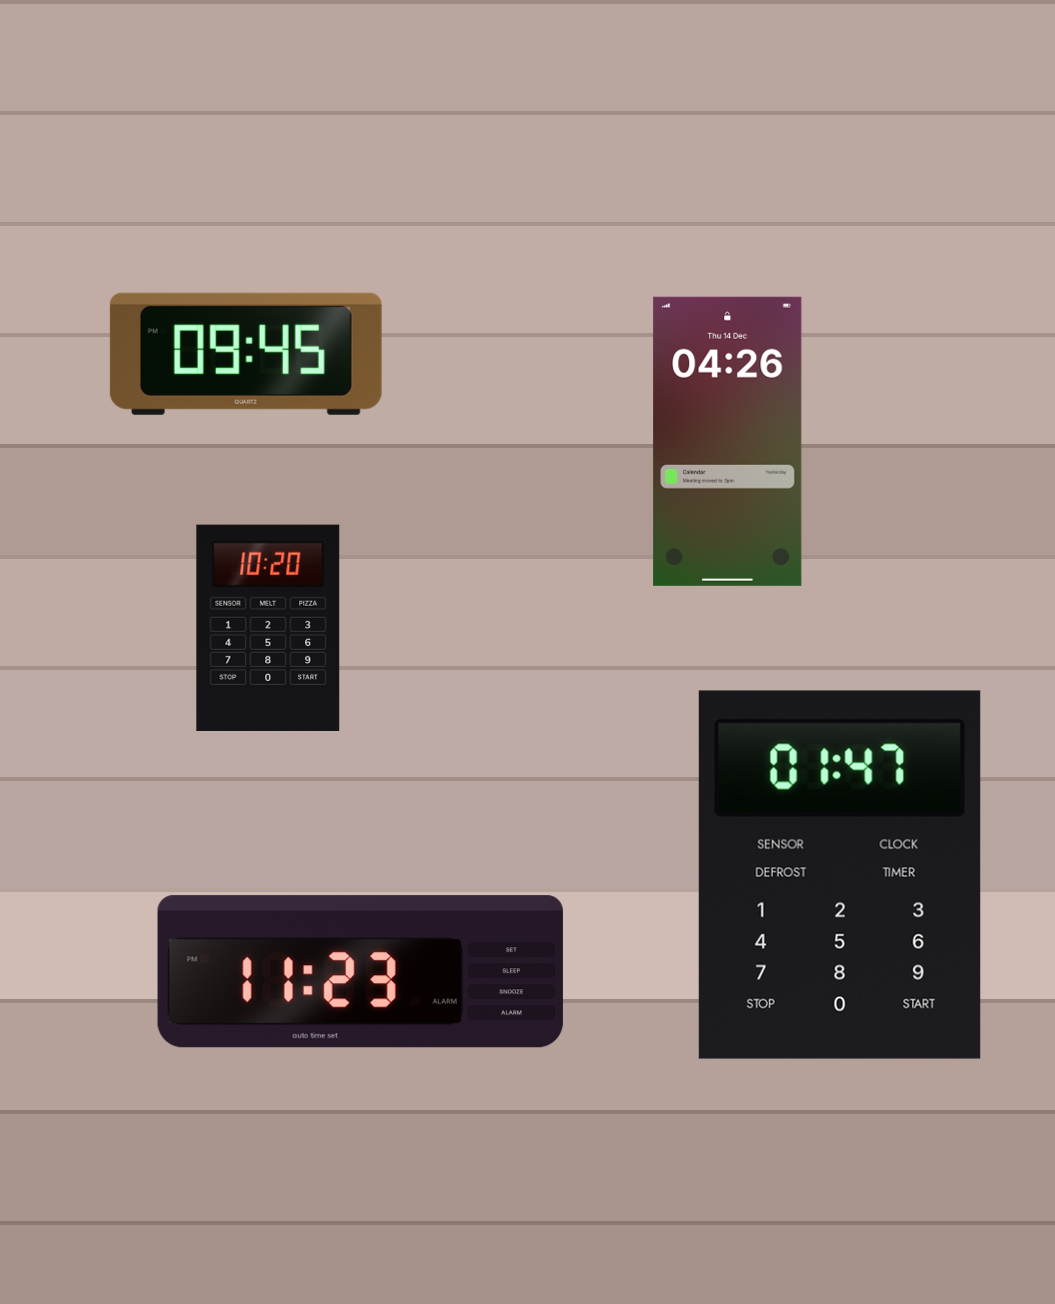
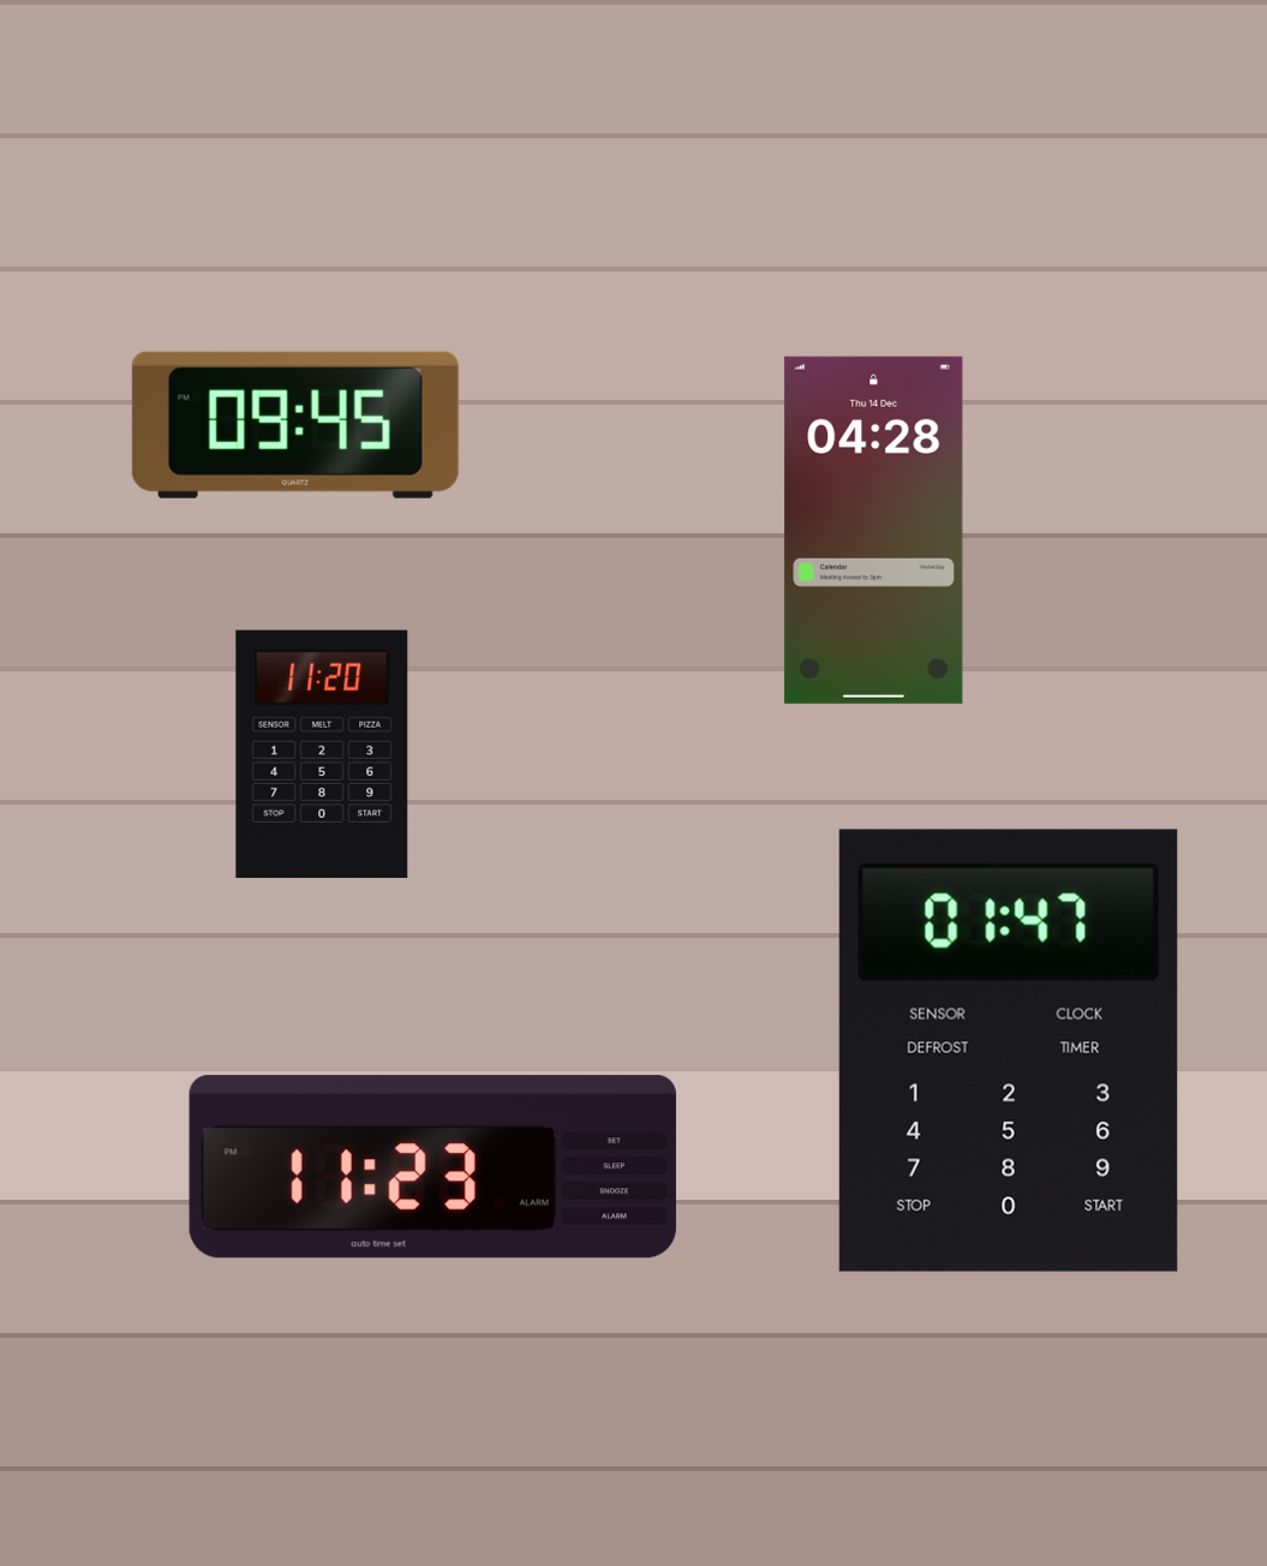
clock at (728, 441): 04:26 -> 04:28
clock at (268, 628): 10:20 -> 11:20
